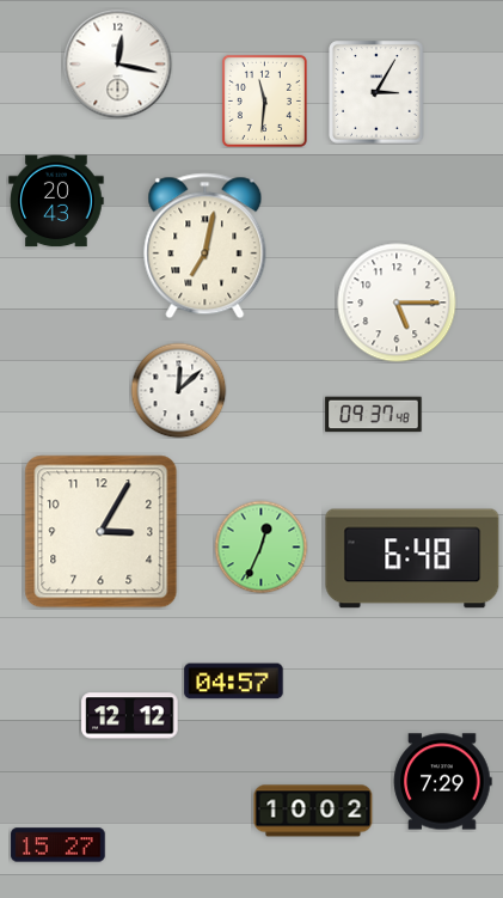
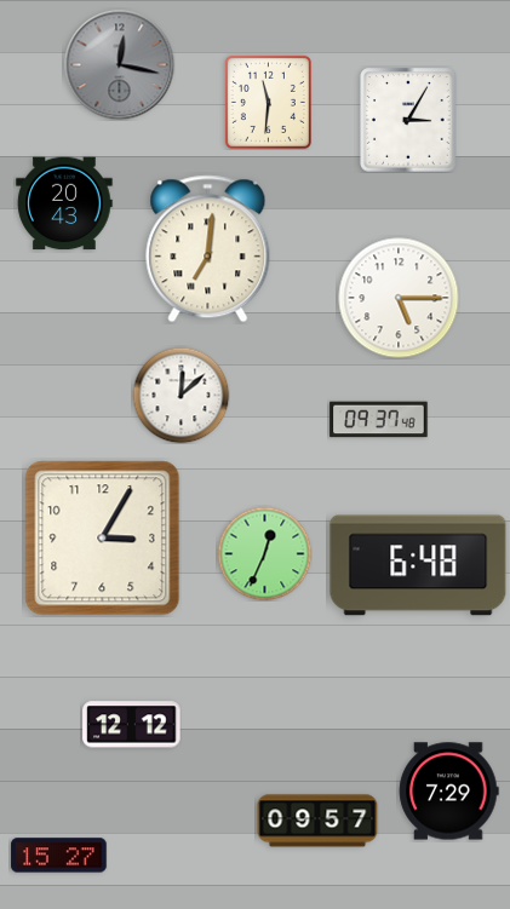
clock at (117, 63) dial: white -> grey
clock at (376, 92) position: (376, 92) -> (408, 120)
clock at (56, 201) position: (56, 201) -> (64, 203)
clock at (206, 246): 7:02 -> 7:01
clock at (397, 303) position: (397, 303) -> (399, 298)
clock at (234, 682): 04:57 -> none
clock at (313, 811): 10:02 -> 09:57
